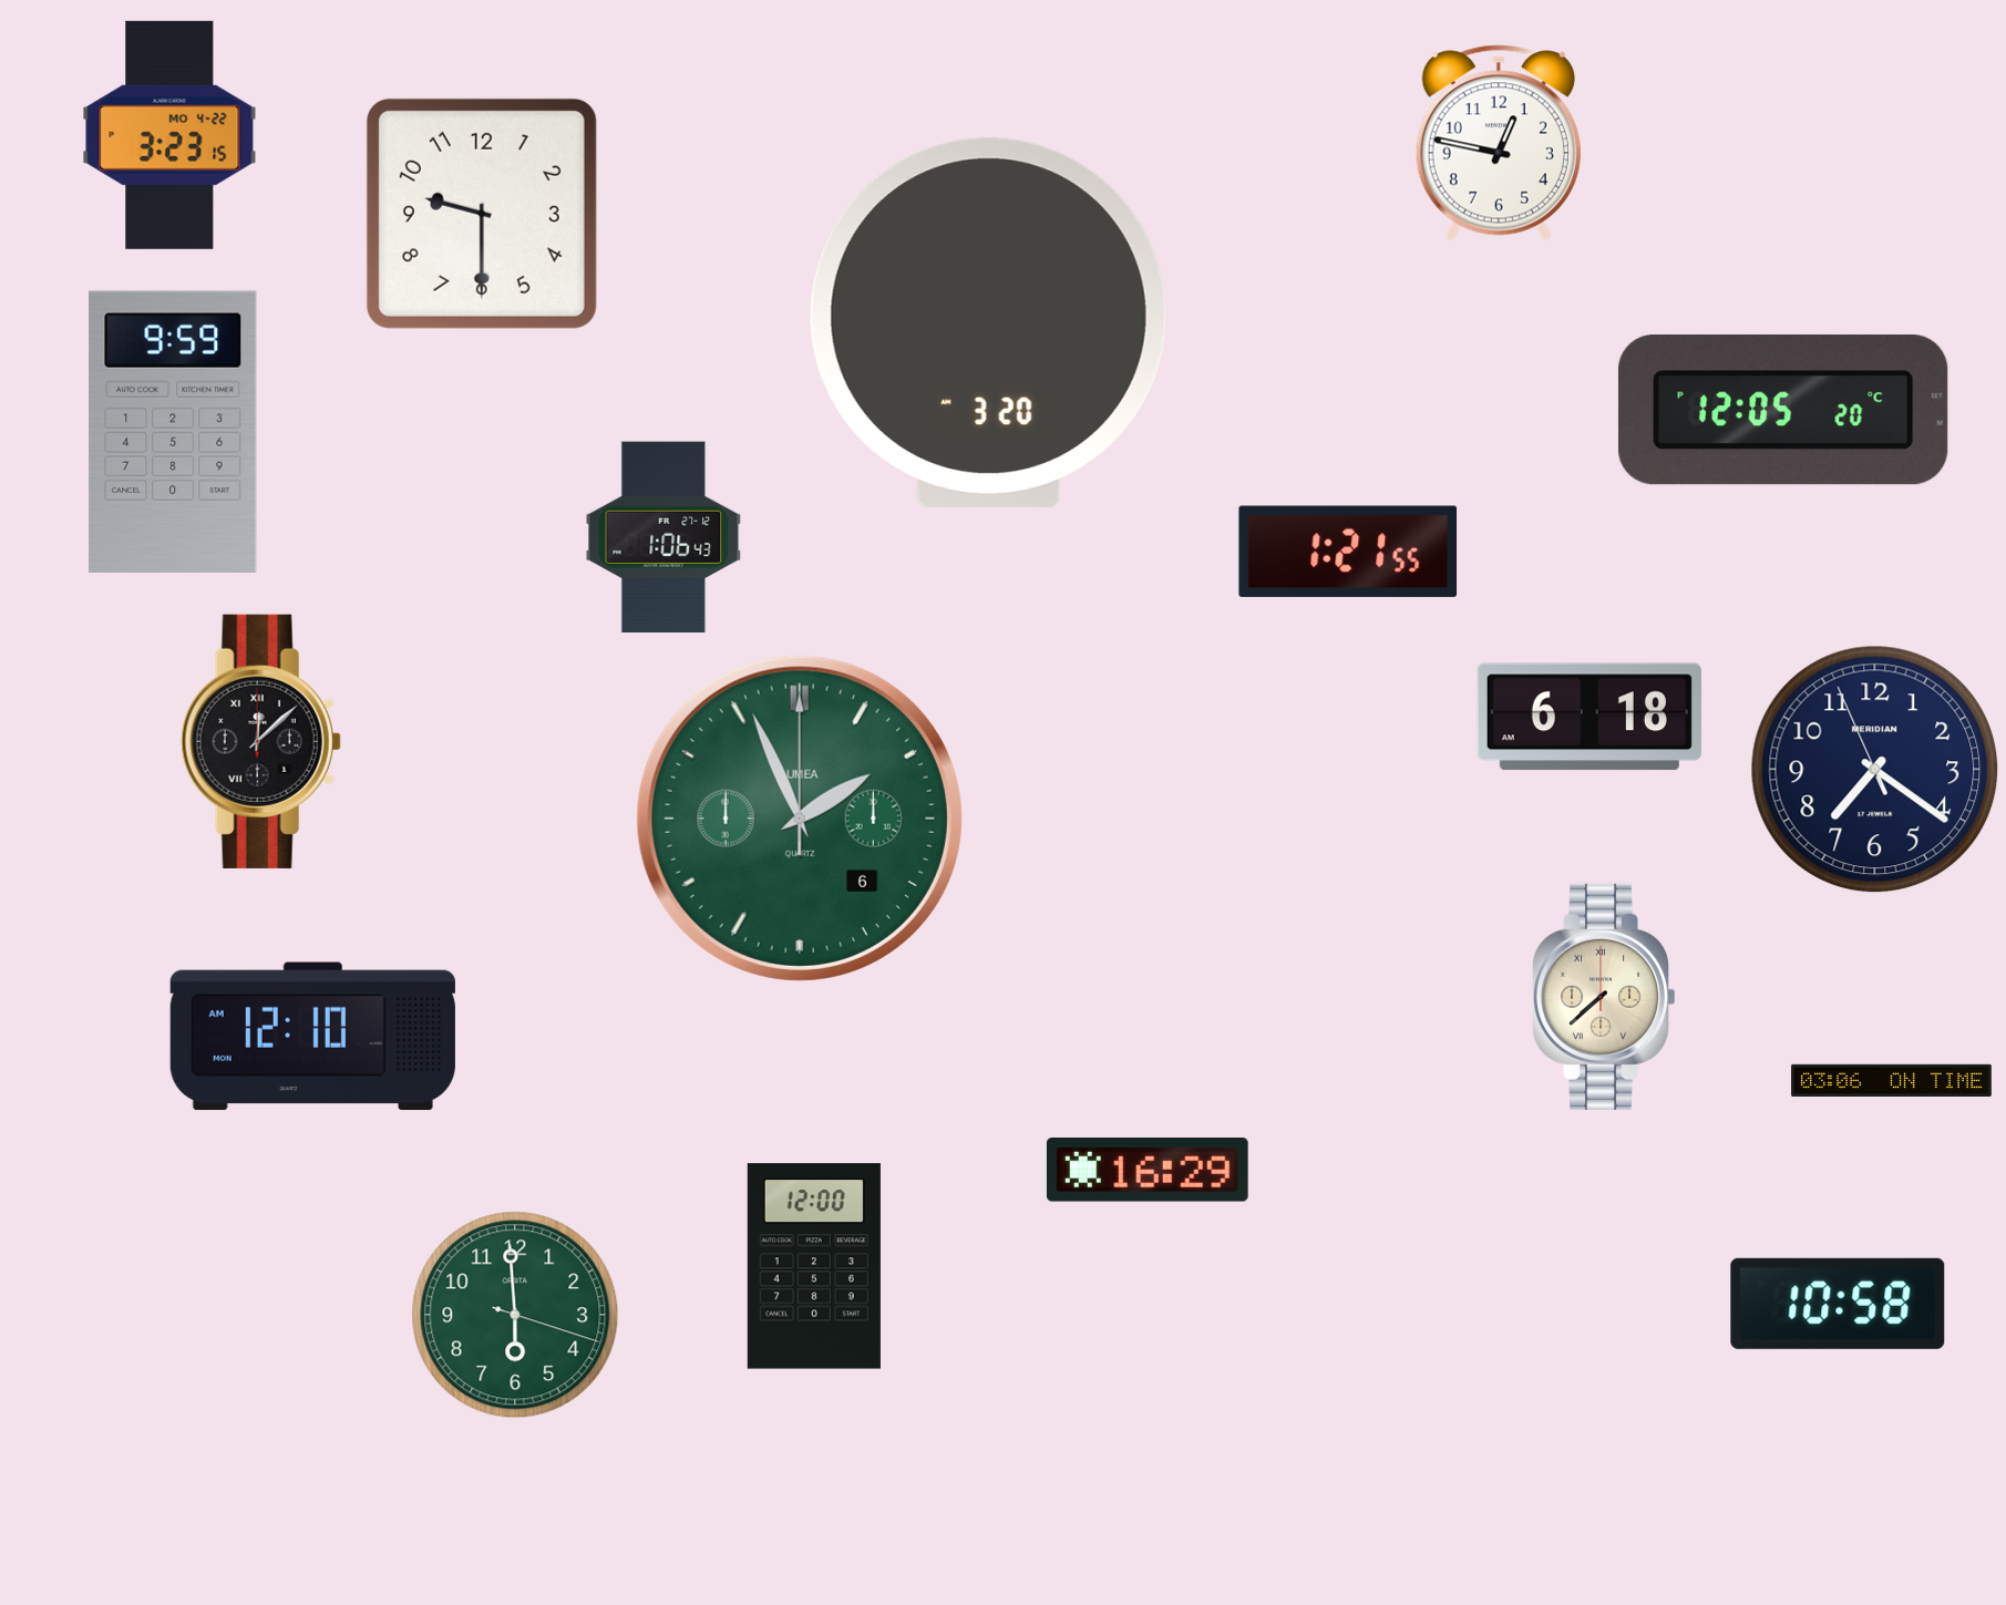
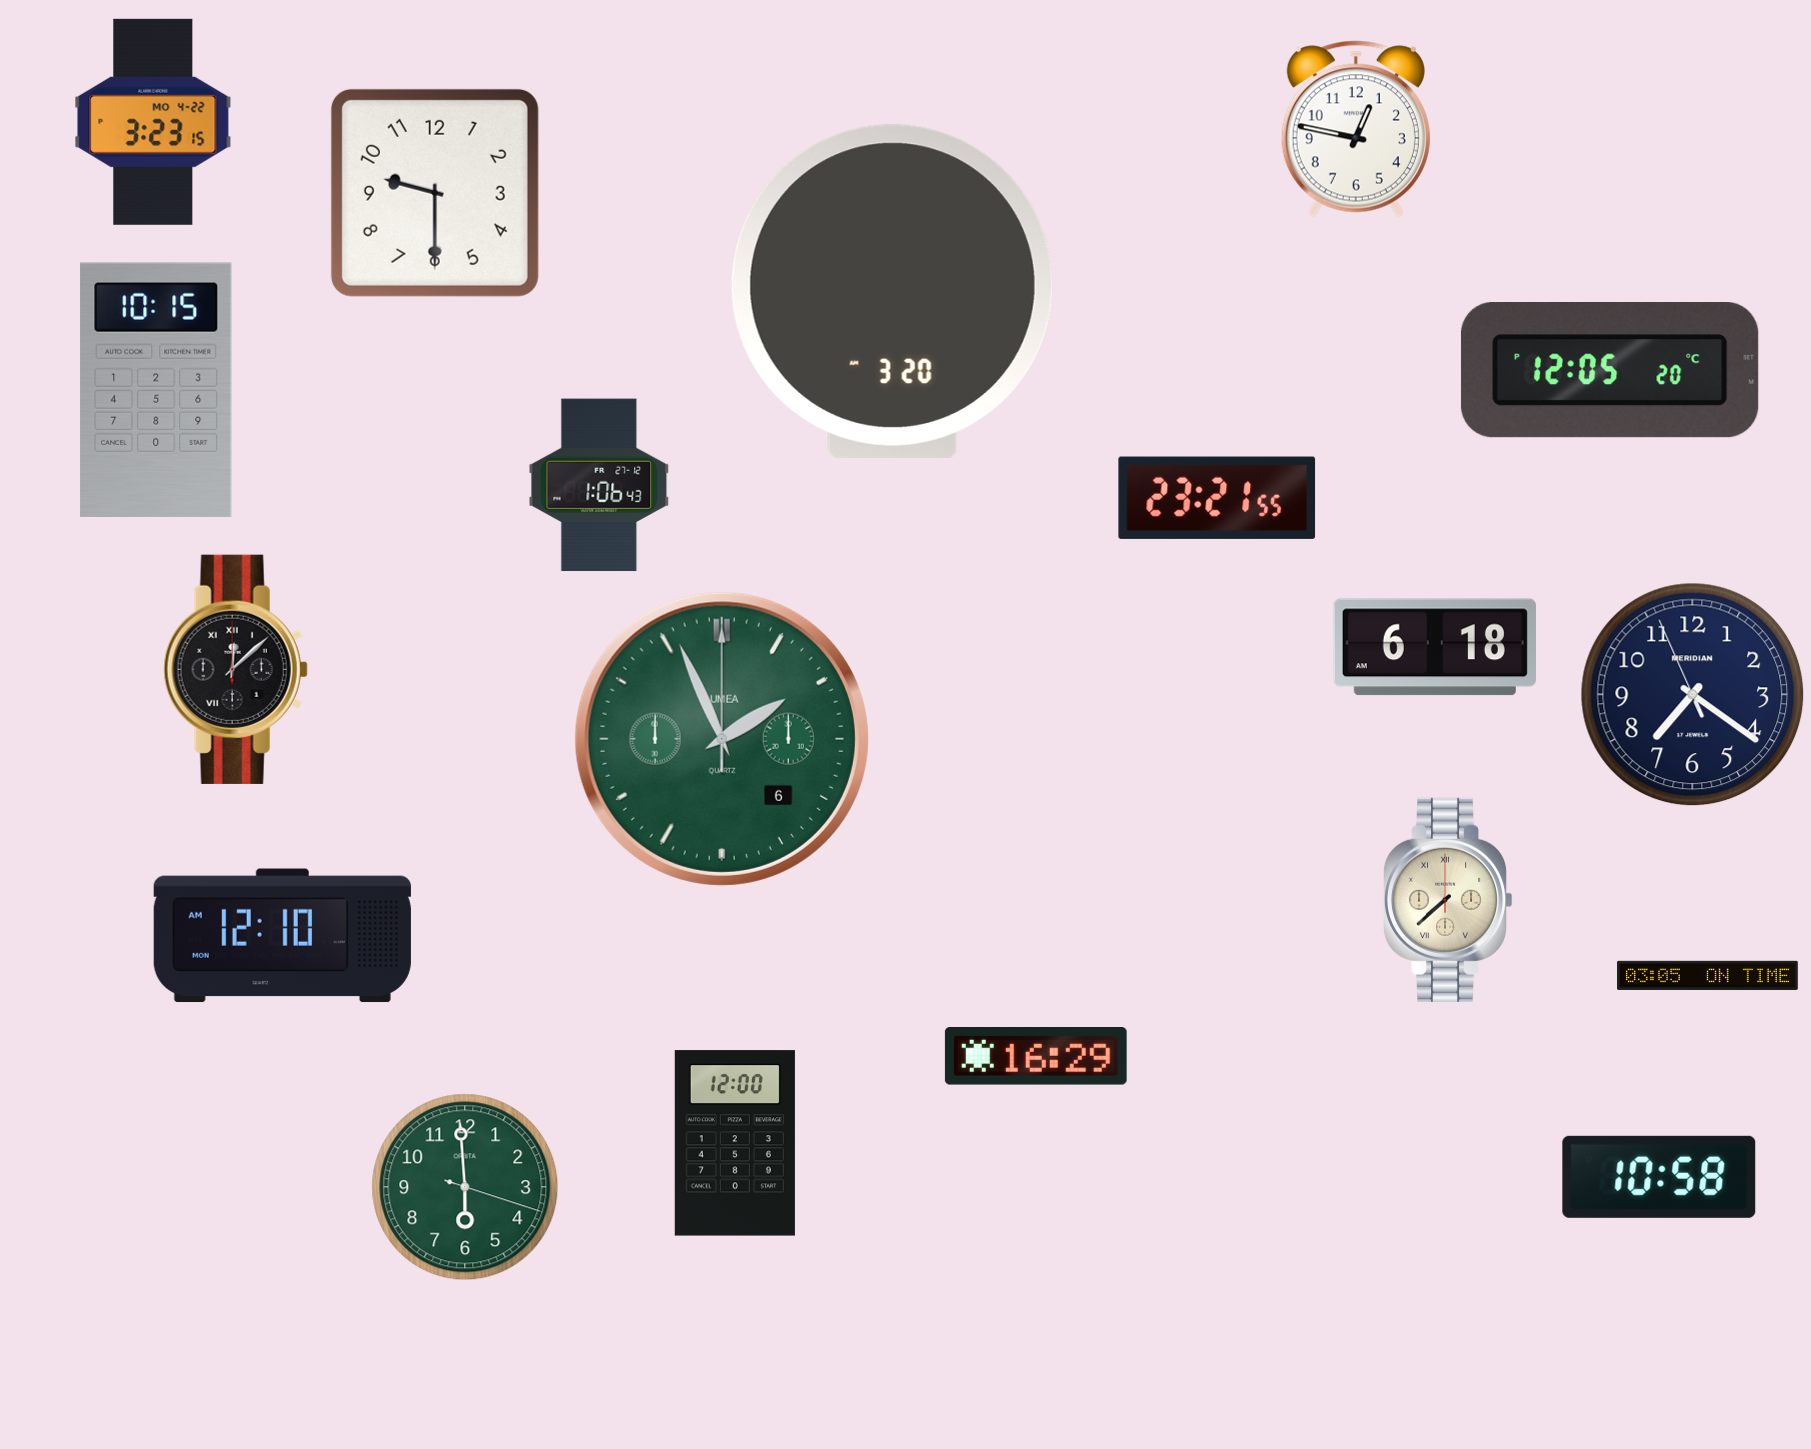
clock at (1499, 143) position: (1499, 143) -> (1356, 129)
clock at (173, 432): 9:59 -> 10:15
clock at (1348, 552): 1:21 -> 23:21
clock at (1892, 1080): 03:06 -> 03:05
